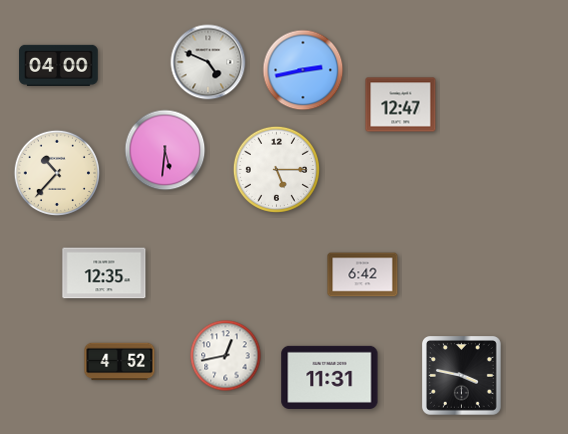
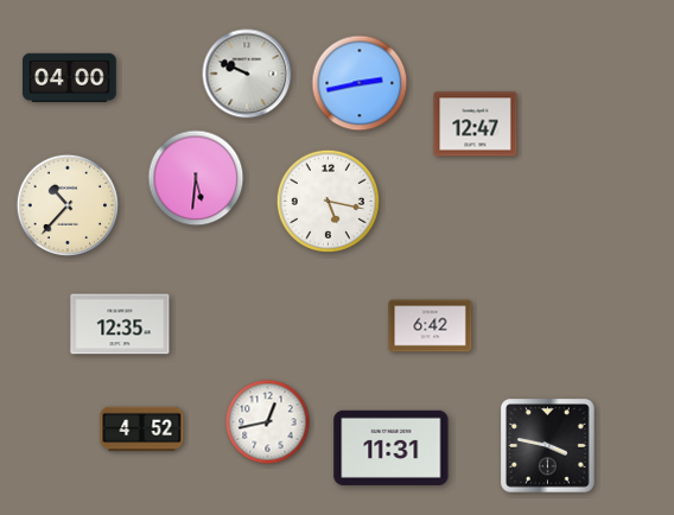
clock at (208, 62): 4:49 -> 9:49
clock at (276, 169): 5:15 -> 5:17
clock at (104, 273) position: (104, 273) -> (120, 324)
